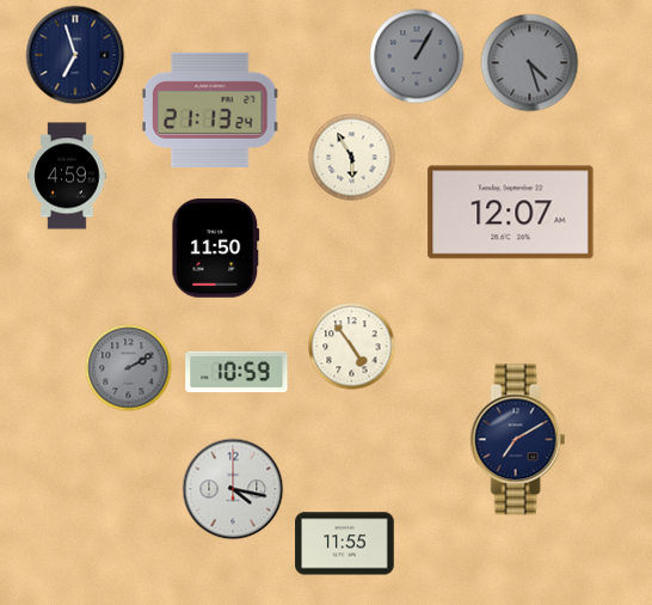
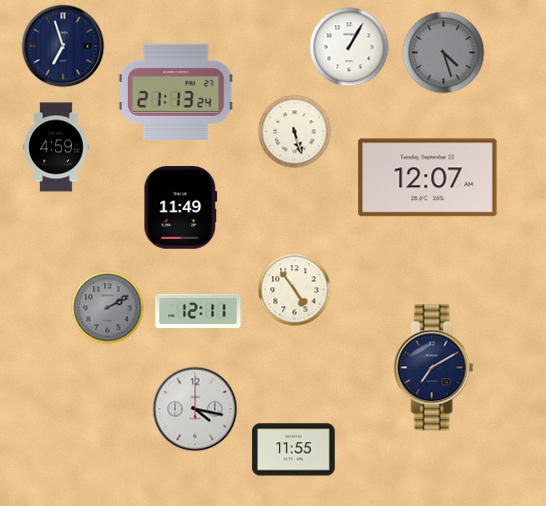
clock at (417, 56) dial: grey -> white
clock at (352, 158): 5:55 -> 5:27
clock at (216, 249): 11:50 -> 11:49
clock at (236, 372): 10:59 -> 12:11
clock at (345, 544) position: (345, 544) -> (294, 450)
